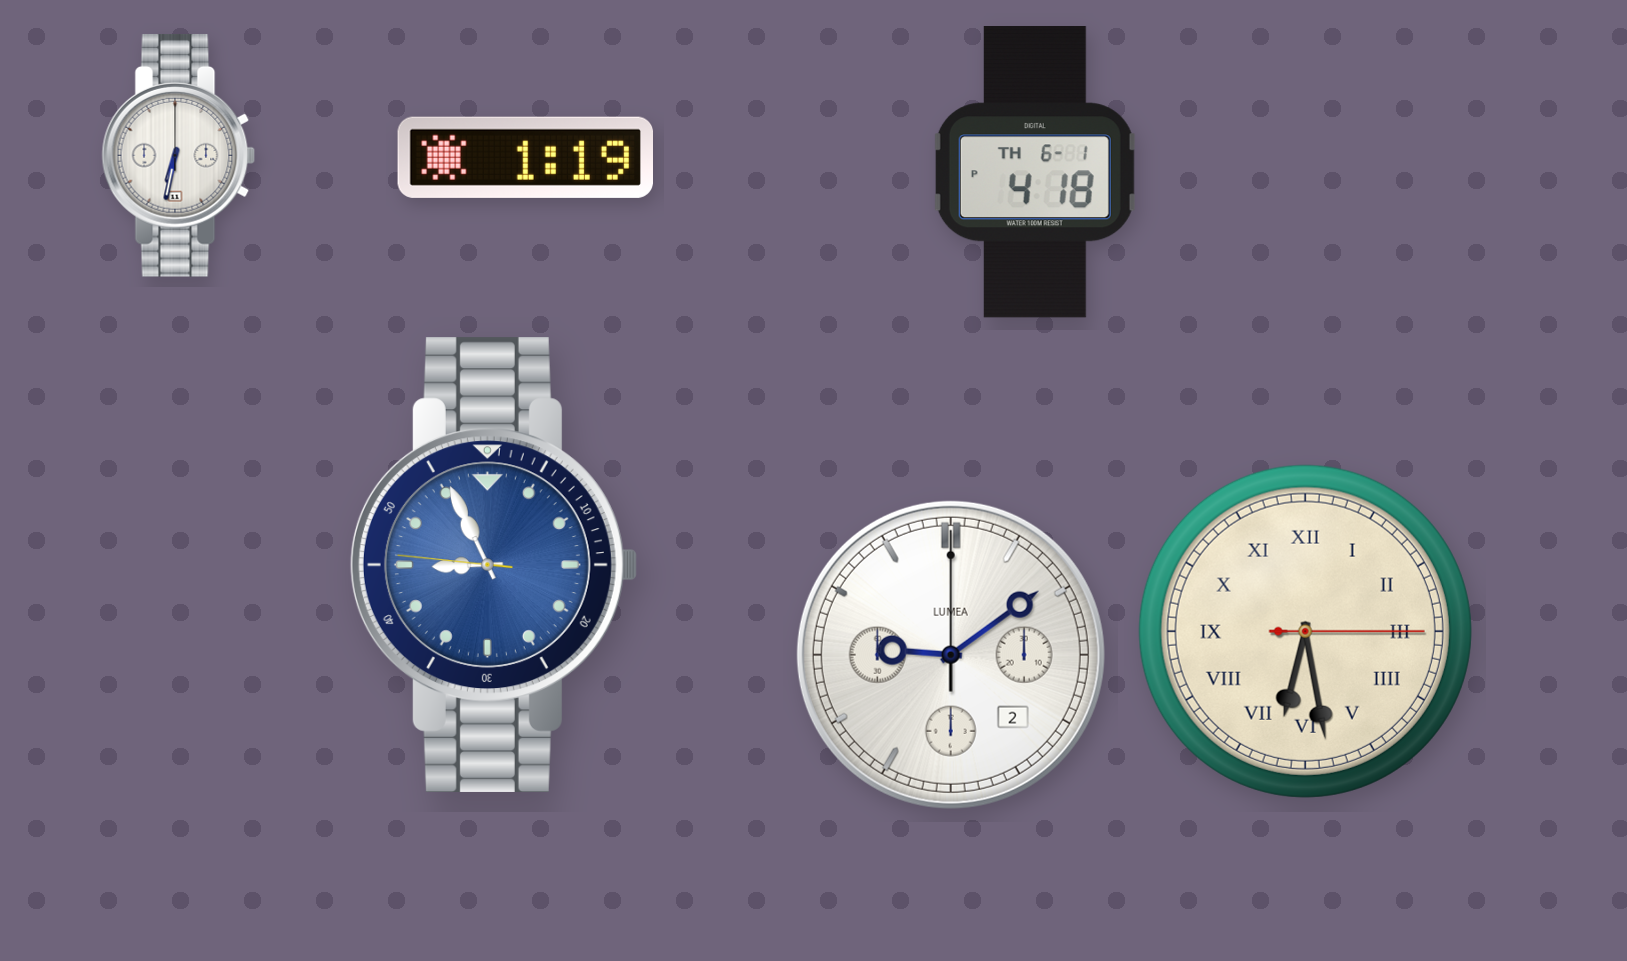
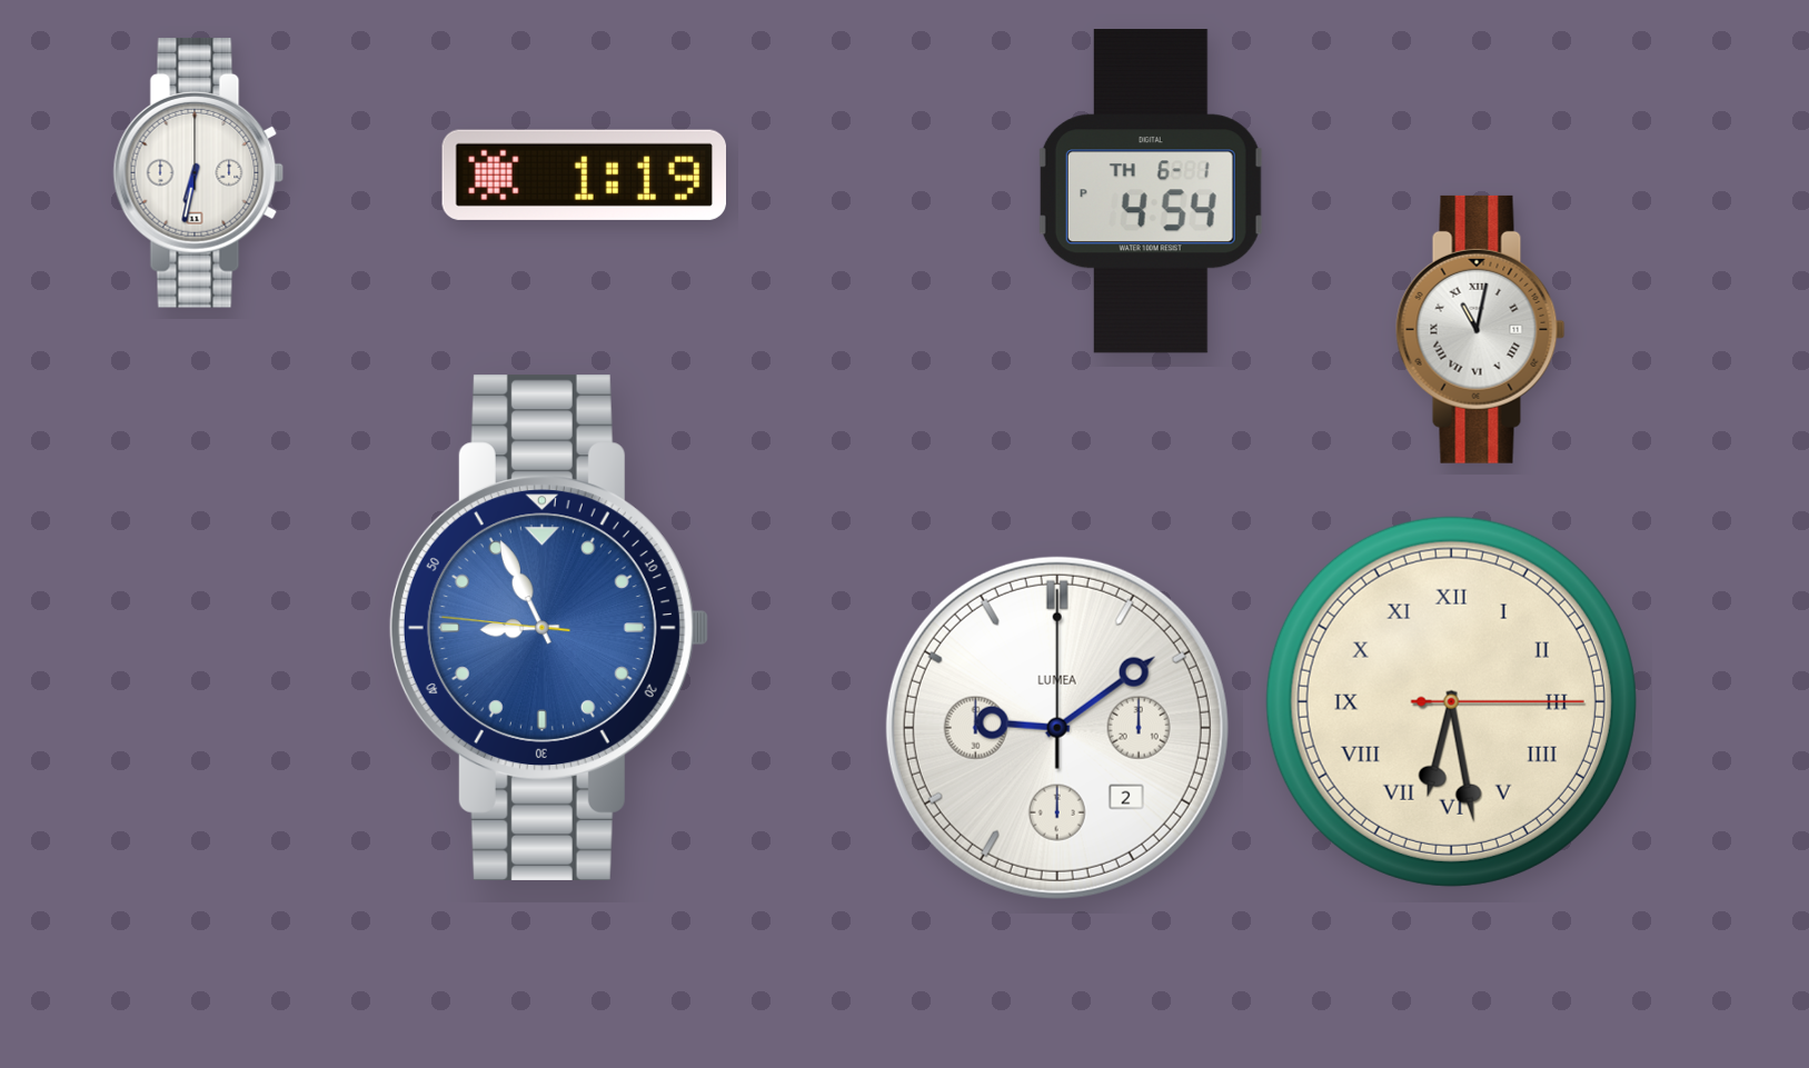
clock at (1035, 172): 4:18 -> 4:54
clock at (1481, 329): none -> 11:02
